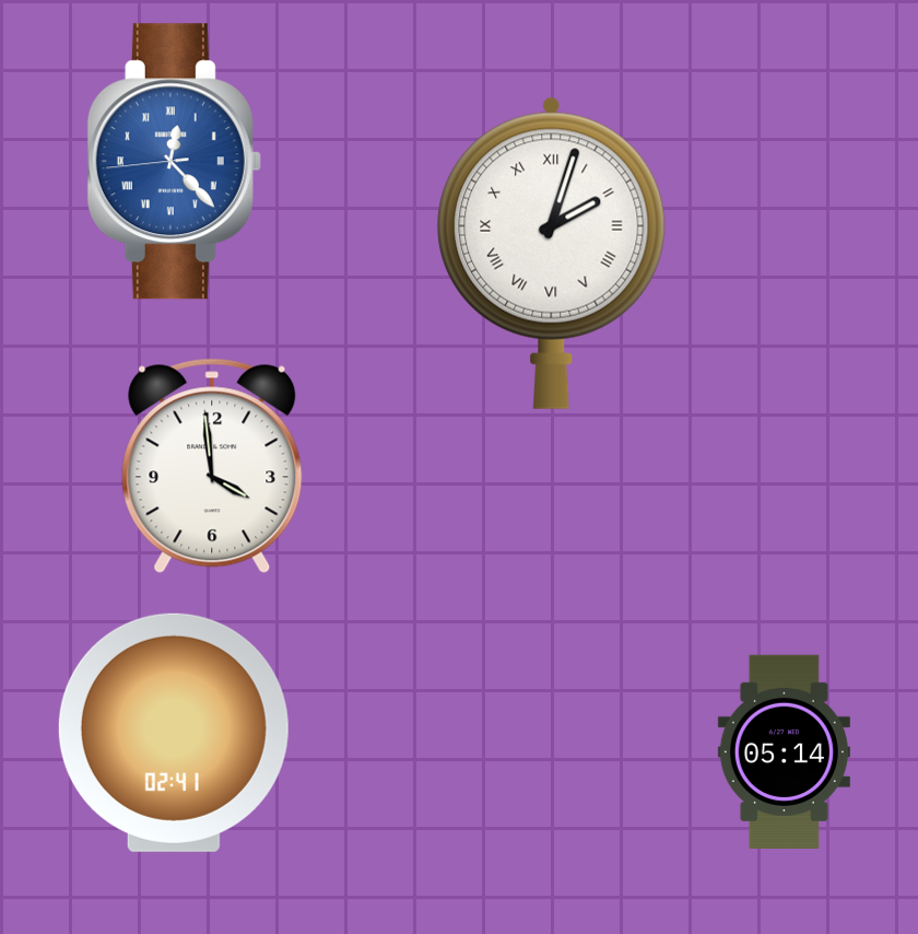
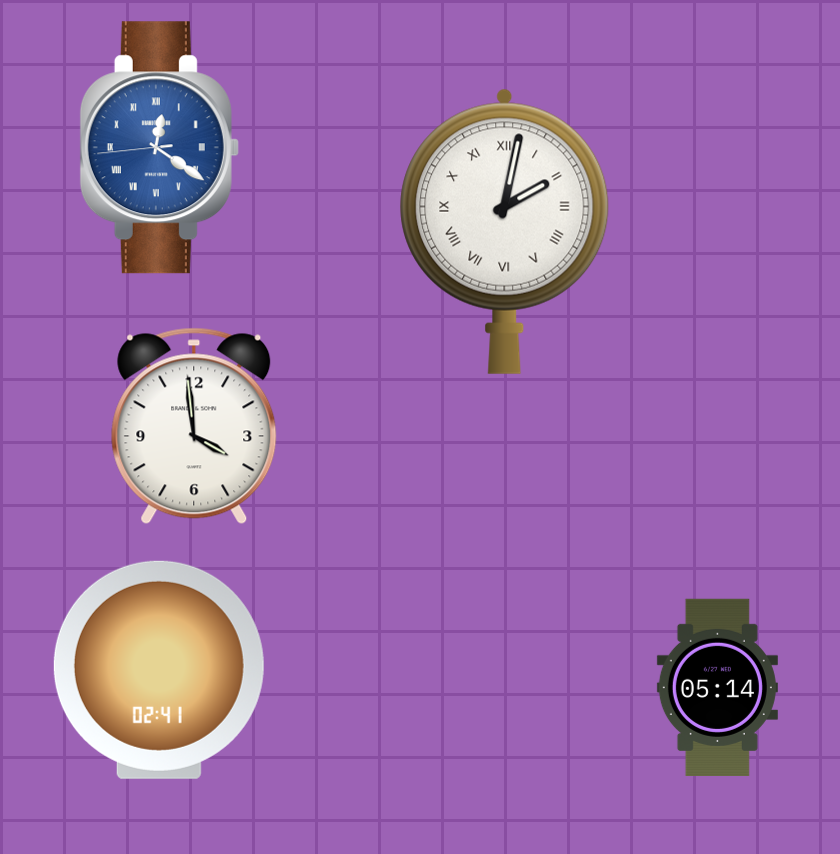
clock at (174, 162): 12:22 -> 12:20
clock at (552, 253): 2:03 -> 2:02
